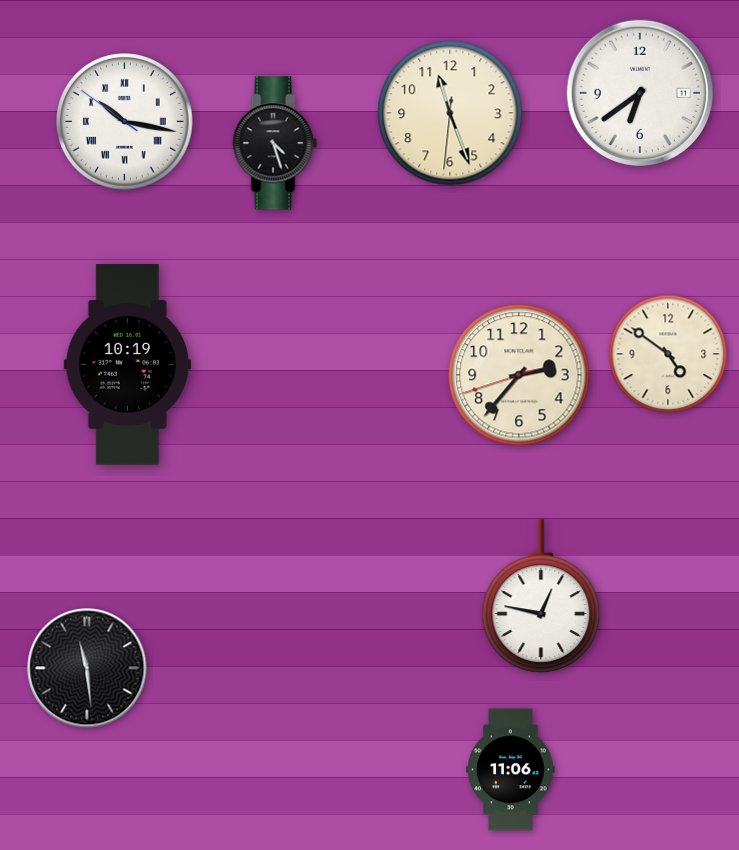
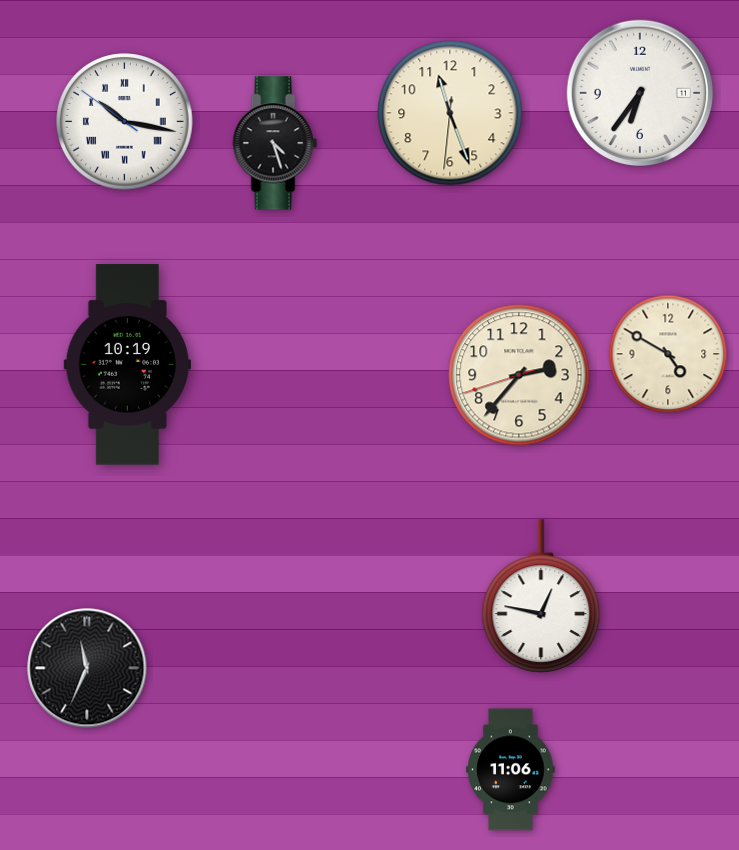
clock at (640, 93): 6:39 -> 6:36
clock at (668, 354): 4:51 -> 4:50
clock at (87, 668): 11:29 -> 11:34
